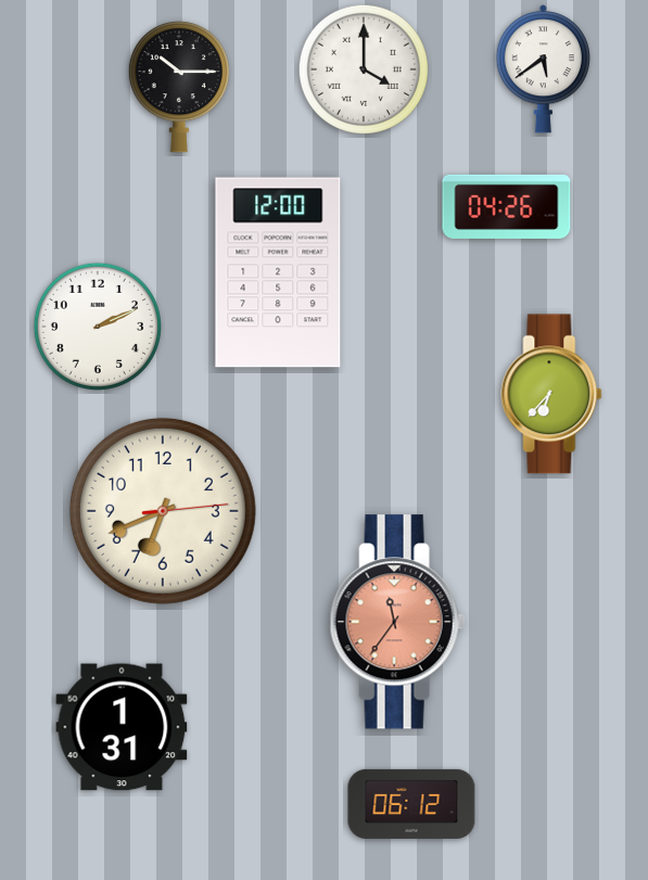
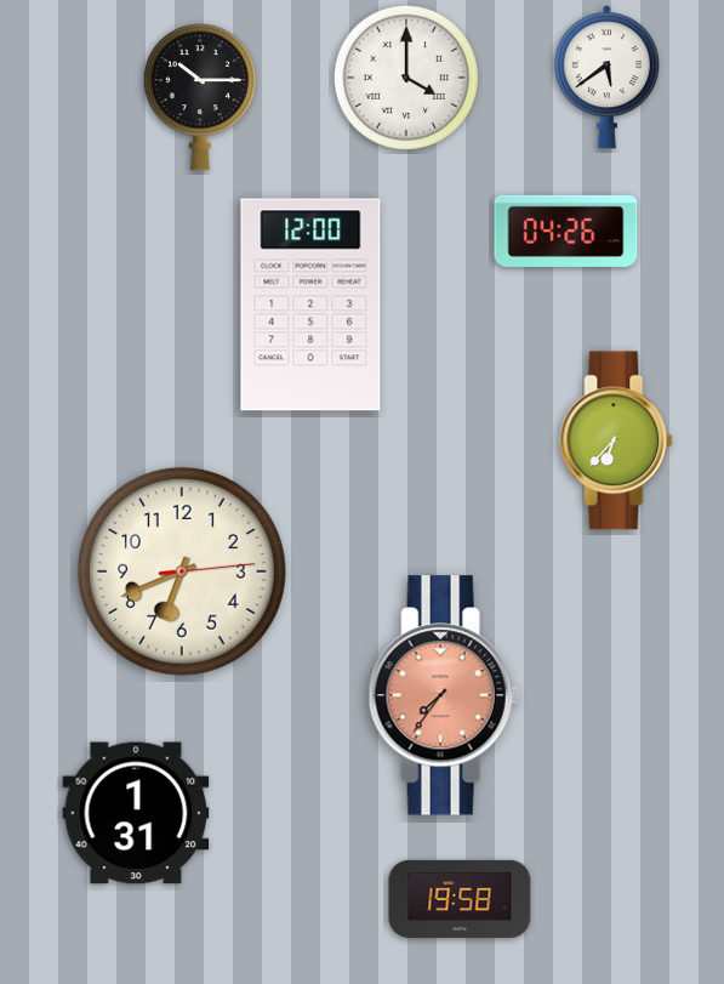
clock at (98, 327): 2:11 -> none
clock at (397, 622): 11:36 -> 7:36
clock at (411, 804): 06:12 -> 19:58
